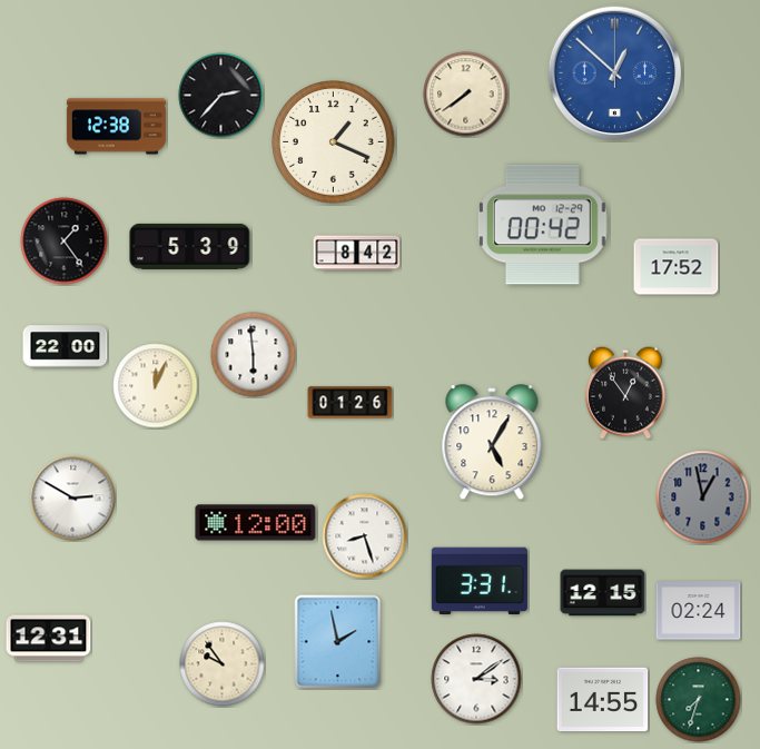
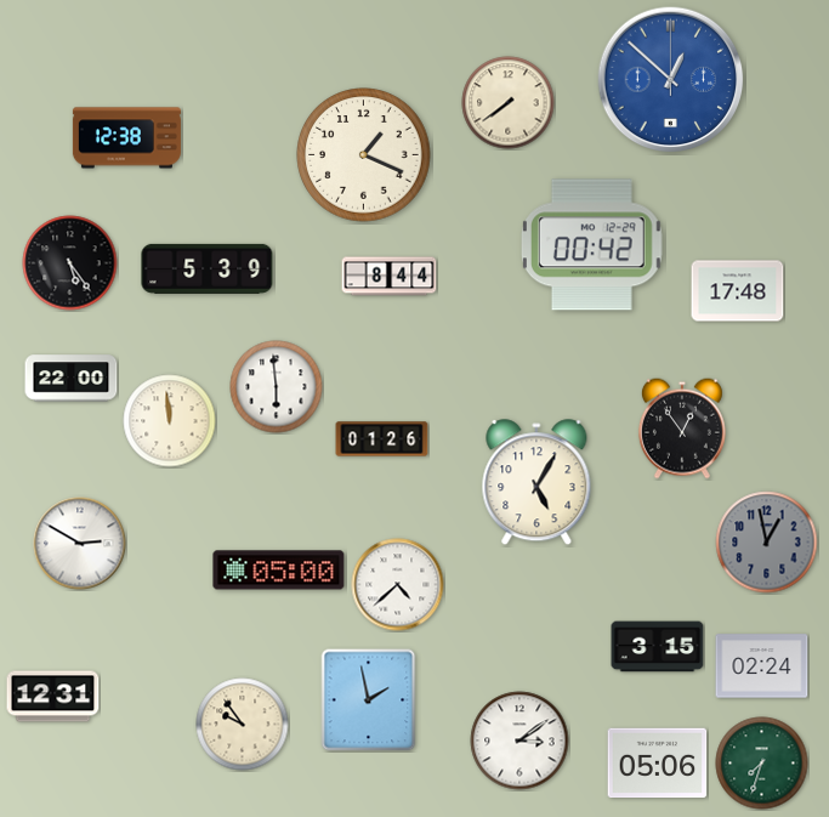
clock at (221, 96): 2:37 -> none
clock at (65, 242): 1:24 -> 5:24
clock at (357, 254): 8:42 -> 8:44
clock at (677, 267): 17:52 -> 17:48
clock at (156, 386): 12:04 -> 11:59
clock at (256, 523): 12:00 -> 05:00
clock at (365, 536): 8:27 -> 4:38
clock at (480, 581): 3:31 -> none
clock at (603, 593): 12:15 -> 3:15
clock at (603, 700): 14:55 -> 05:06
